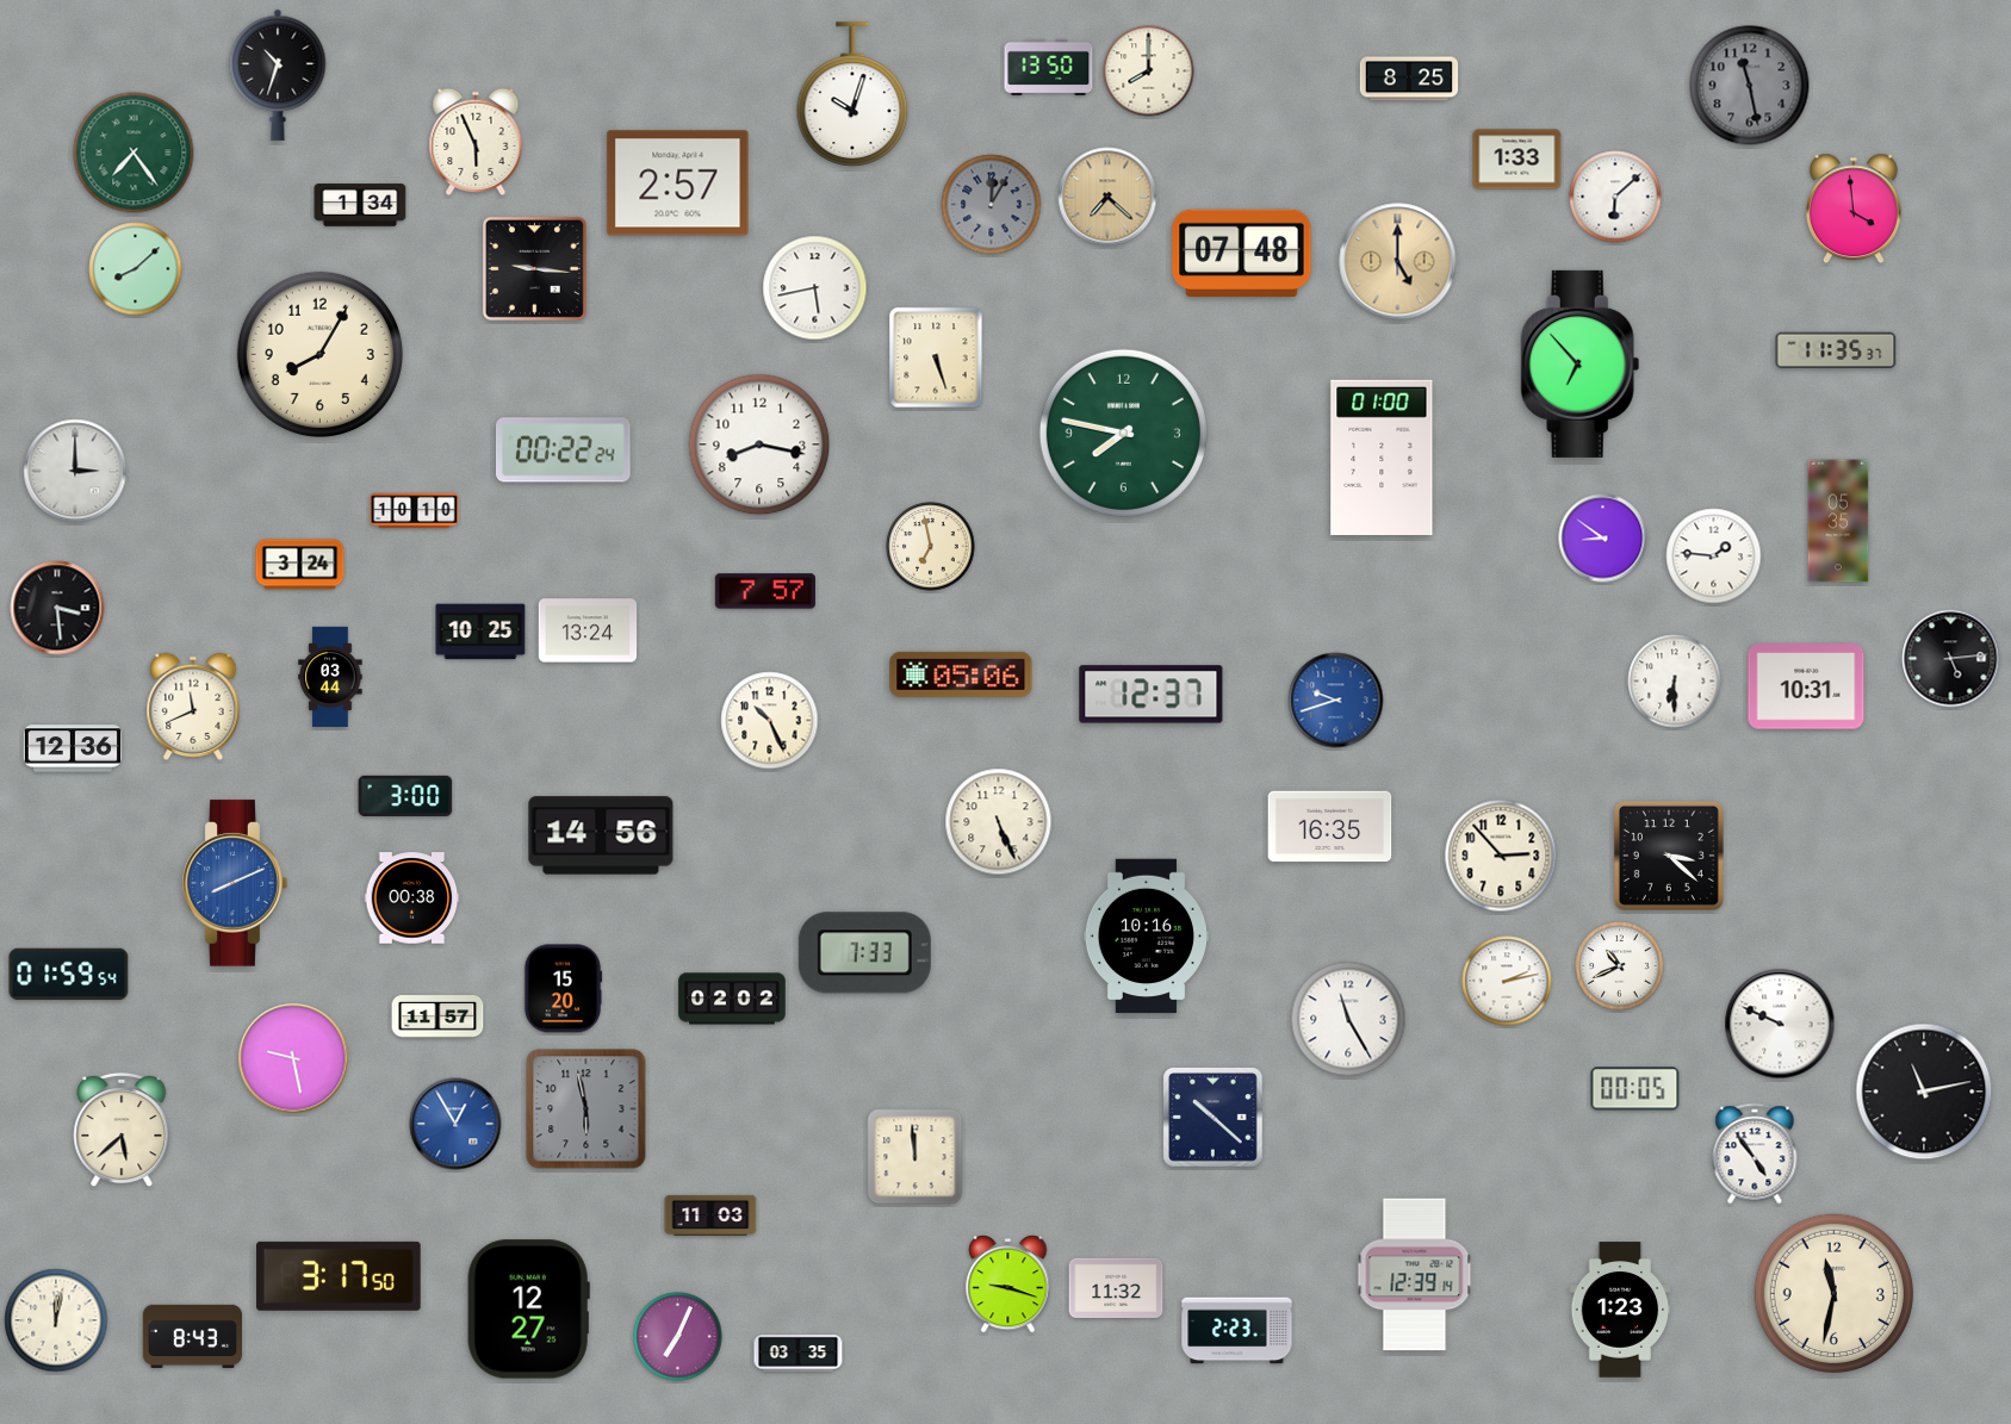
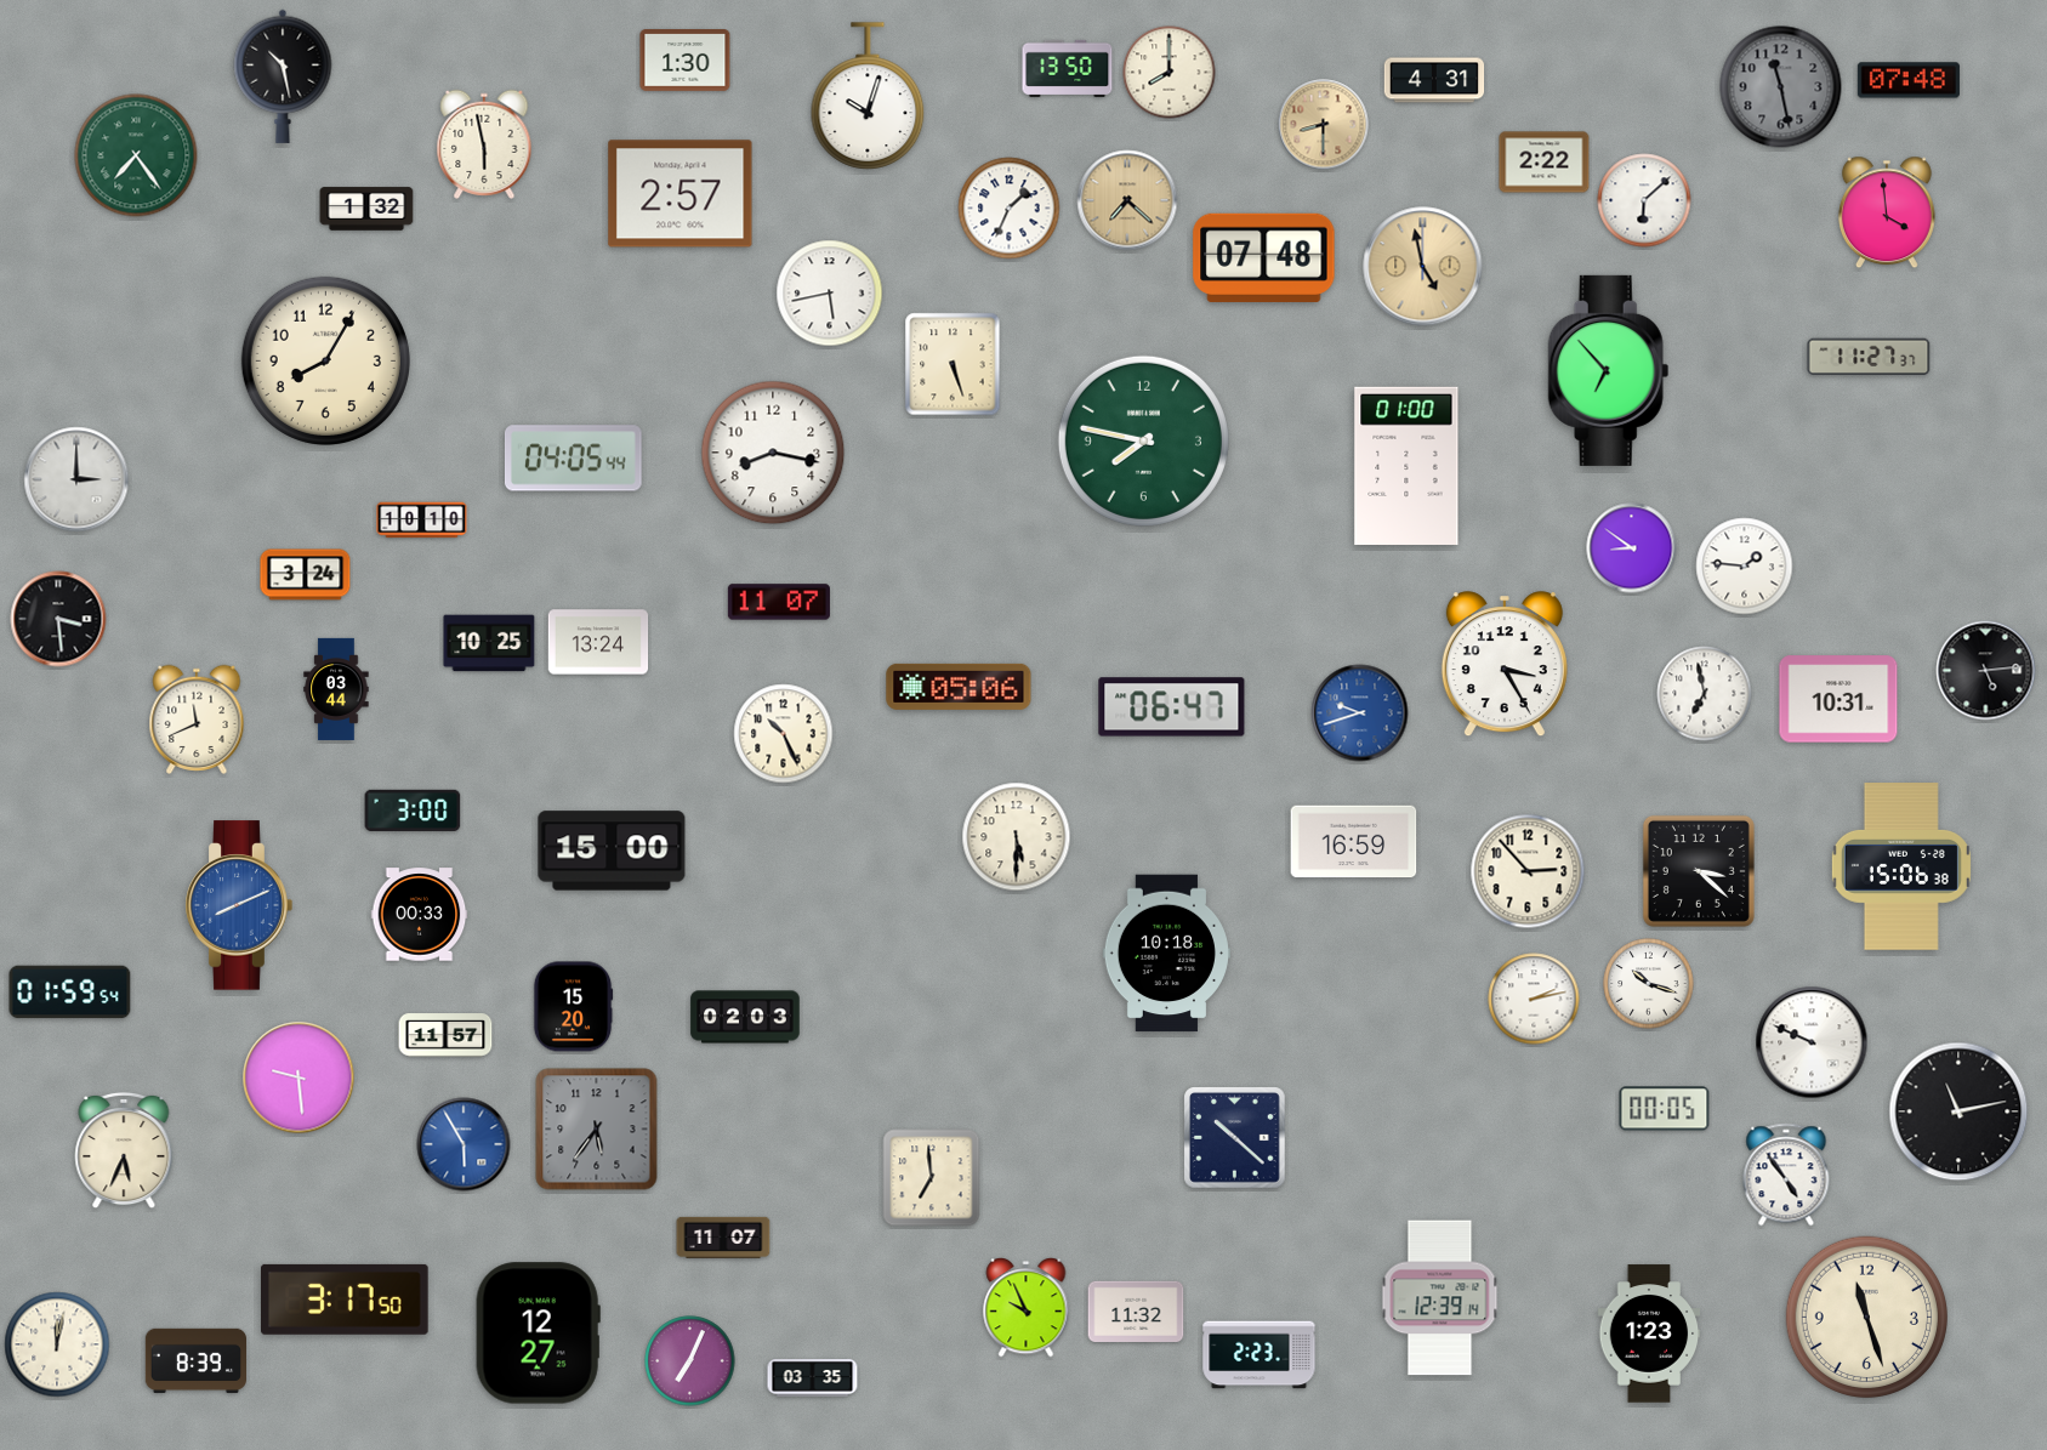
clock at (686, 61): none -> 1:30
clock at (278, 75): 10:33 -> 10:28
clock at (1409, 79): 8:25 -> 4:31
clock at (1909, 80): none -> 07:48
clock at (1324, 125): none -> 8:30
clock at (476, 142): 5:56 -> 5:58
clock at (1517, 160): 1:33 -> 2:22
clock at (678, 184) position: (678, 184) -> (681, 194)
clock at (360, 205): 1:34 -> 1:32
clock at (992, 205): 12:05 -> 1:34
clock at (992, 205) dial: grey -> white
clock at (1398, 262): 5:00 -> 4:58
clock at (534, 268): 9:16 -> none
clock at (136, 269): 8:08 -> none
clock at (1836, 349): 11:35 -> 11:27
clock at (563, 450): 00:22 -> 04:05
clock at (1838, 521): 05:35 -> none
clock at (931, 547): 6:58 -> none
clock at (765, 591): 7:57 -> 11:07
clock at (1505, 665): none -> 3:25
clock at (961, 674) position: (961, 674) -> (959, 687)
clock at (1675, 682): 6:30 -> 6:58
clock at (1152, 695): 12:37 -> 06:47
clock at (73, 748): 12:36 -> none
clock at (999, 822): 5:26 -> 5:30
clock at (1330, 827): 16:35 -> 16:59
clock at (601, 835): 14:56 -> 15:00
clock at (1901, 866): none -> 15:06
clock at (235, 883) position: (235, 883) -> (239, 905)
clock at (412, 898): 00:38 -> 00:33
clock at (1146, 937): 10:16 -> 10:18
clock at (864, 953): 7:33 -> none
clock at (1620, 966): 10:41 -> 10:18
clock at (732, 999): 02:02 -> 02:03
clock at (1348, 1019): 11:25 -> none
clock at (293, 1058): 9:28 -> 9:29
clock at (586, 1109): 5:58 -> 5:36
clock at (455, 1124): 12:55 -> 5:55
clock at (122, 1130): 5:38 -> 5:34
clock at (915, 1157): 11:59 -> 6:59
clock at (710, 1215): 11:03 -> 11:07
clock at (1008, 1285): 9:18 -> 9:56
clock at (1835, 1294): 11:32 -> 11:27
clock at (192, 1336): 8:43 -> 8:39
